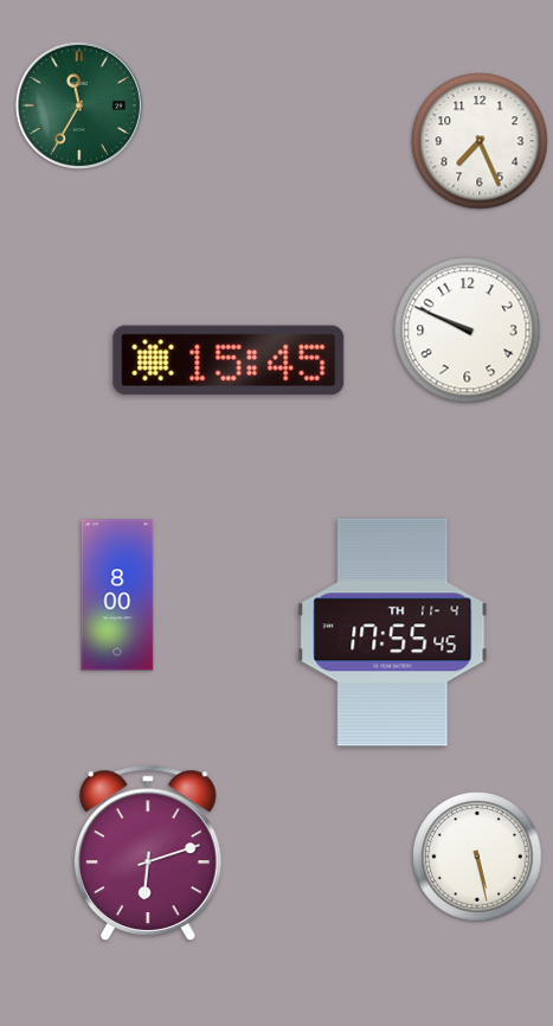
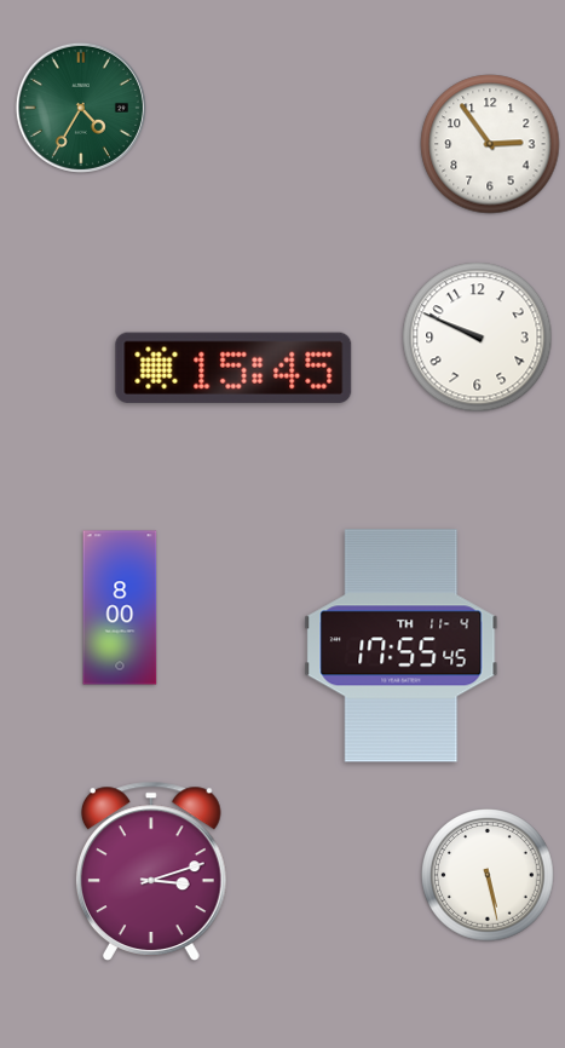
clock at (79, 105): 11:35 -> 4:35
clock at (480, 141): 7:26 -> 2:54
clock at (148, 852): 6:12 -> 3:12
